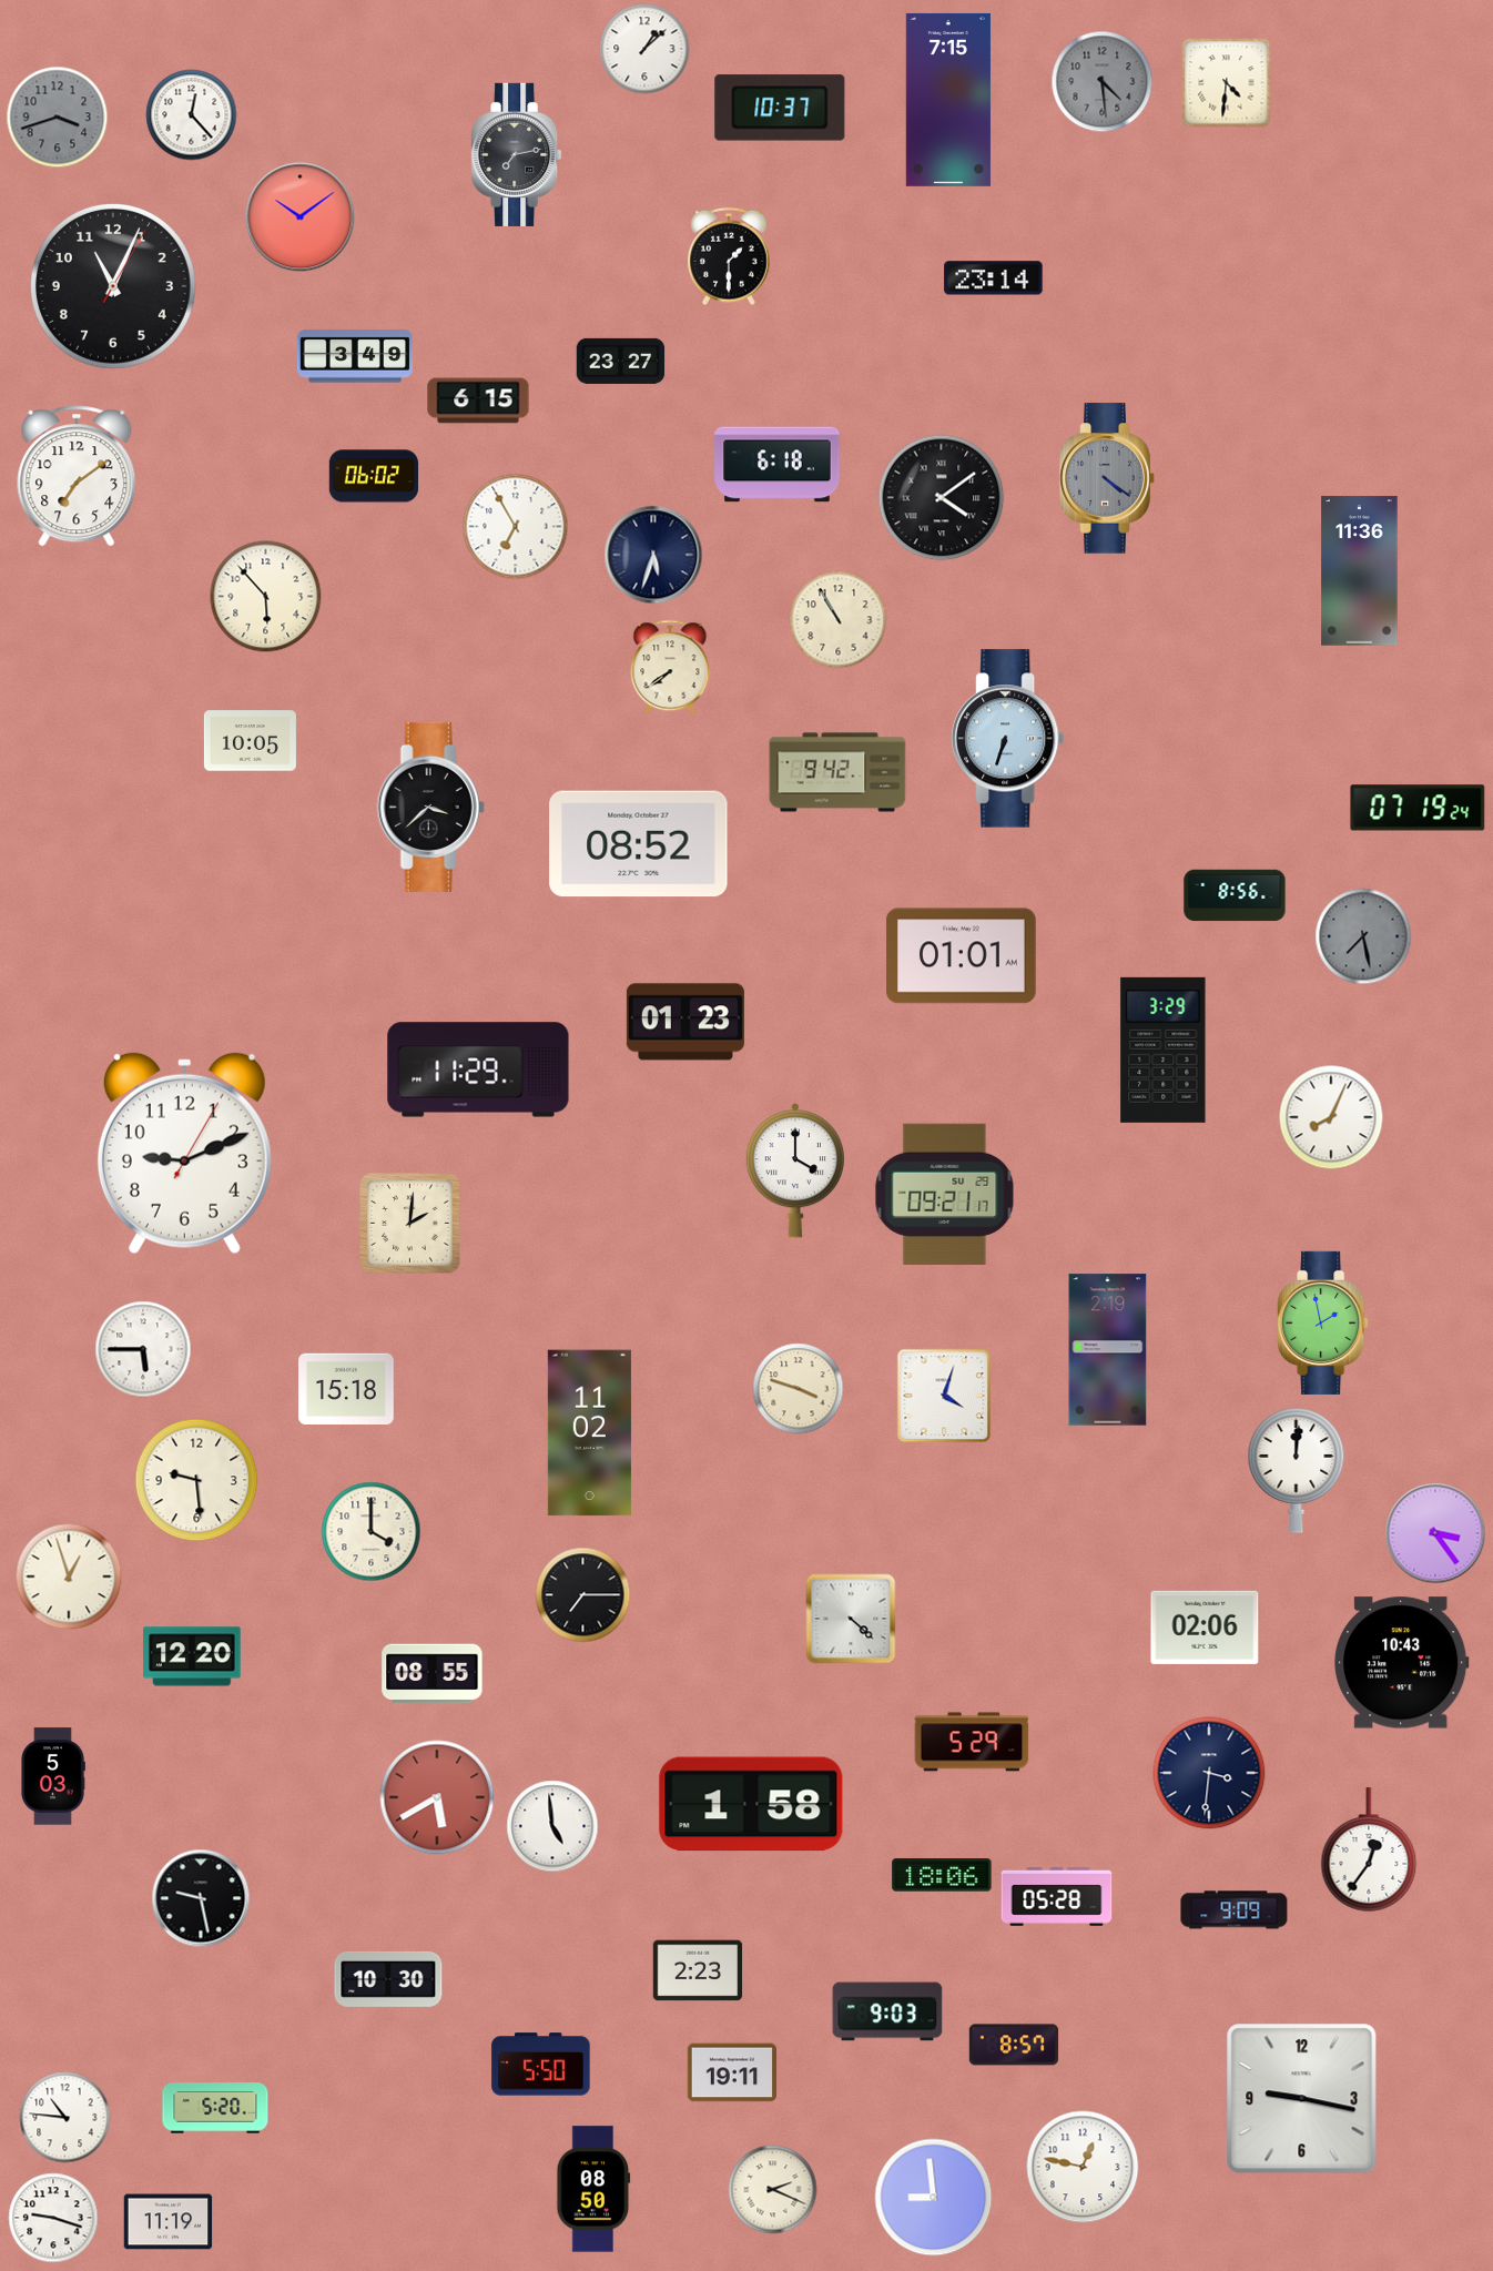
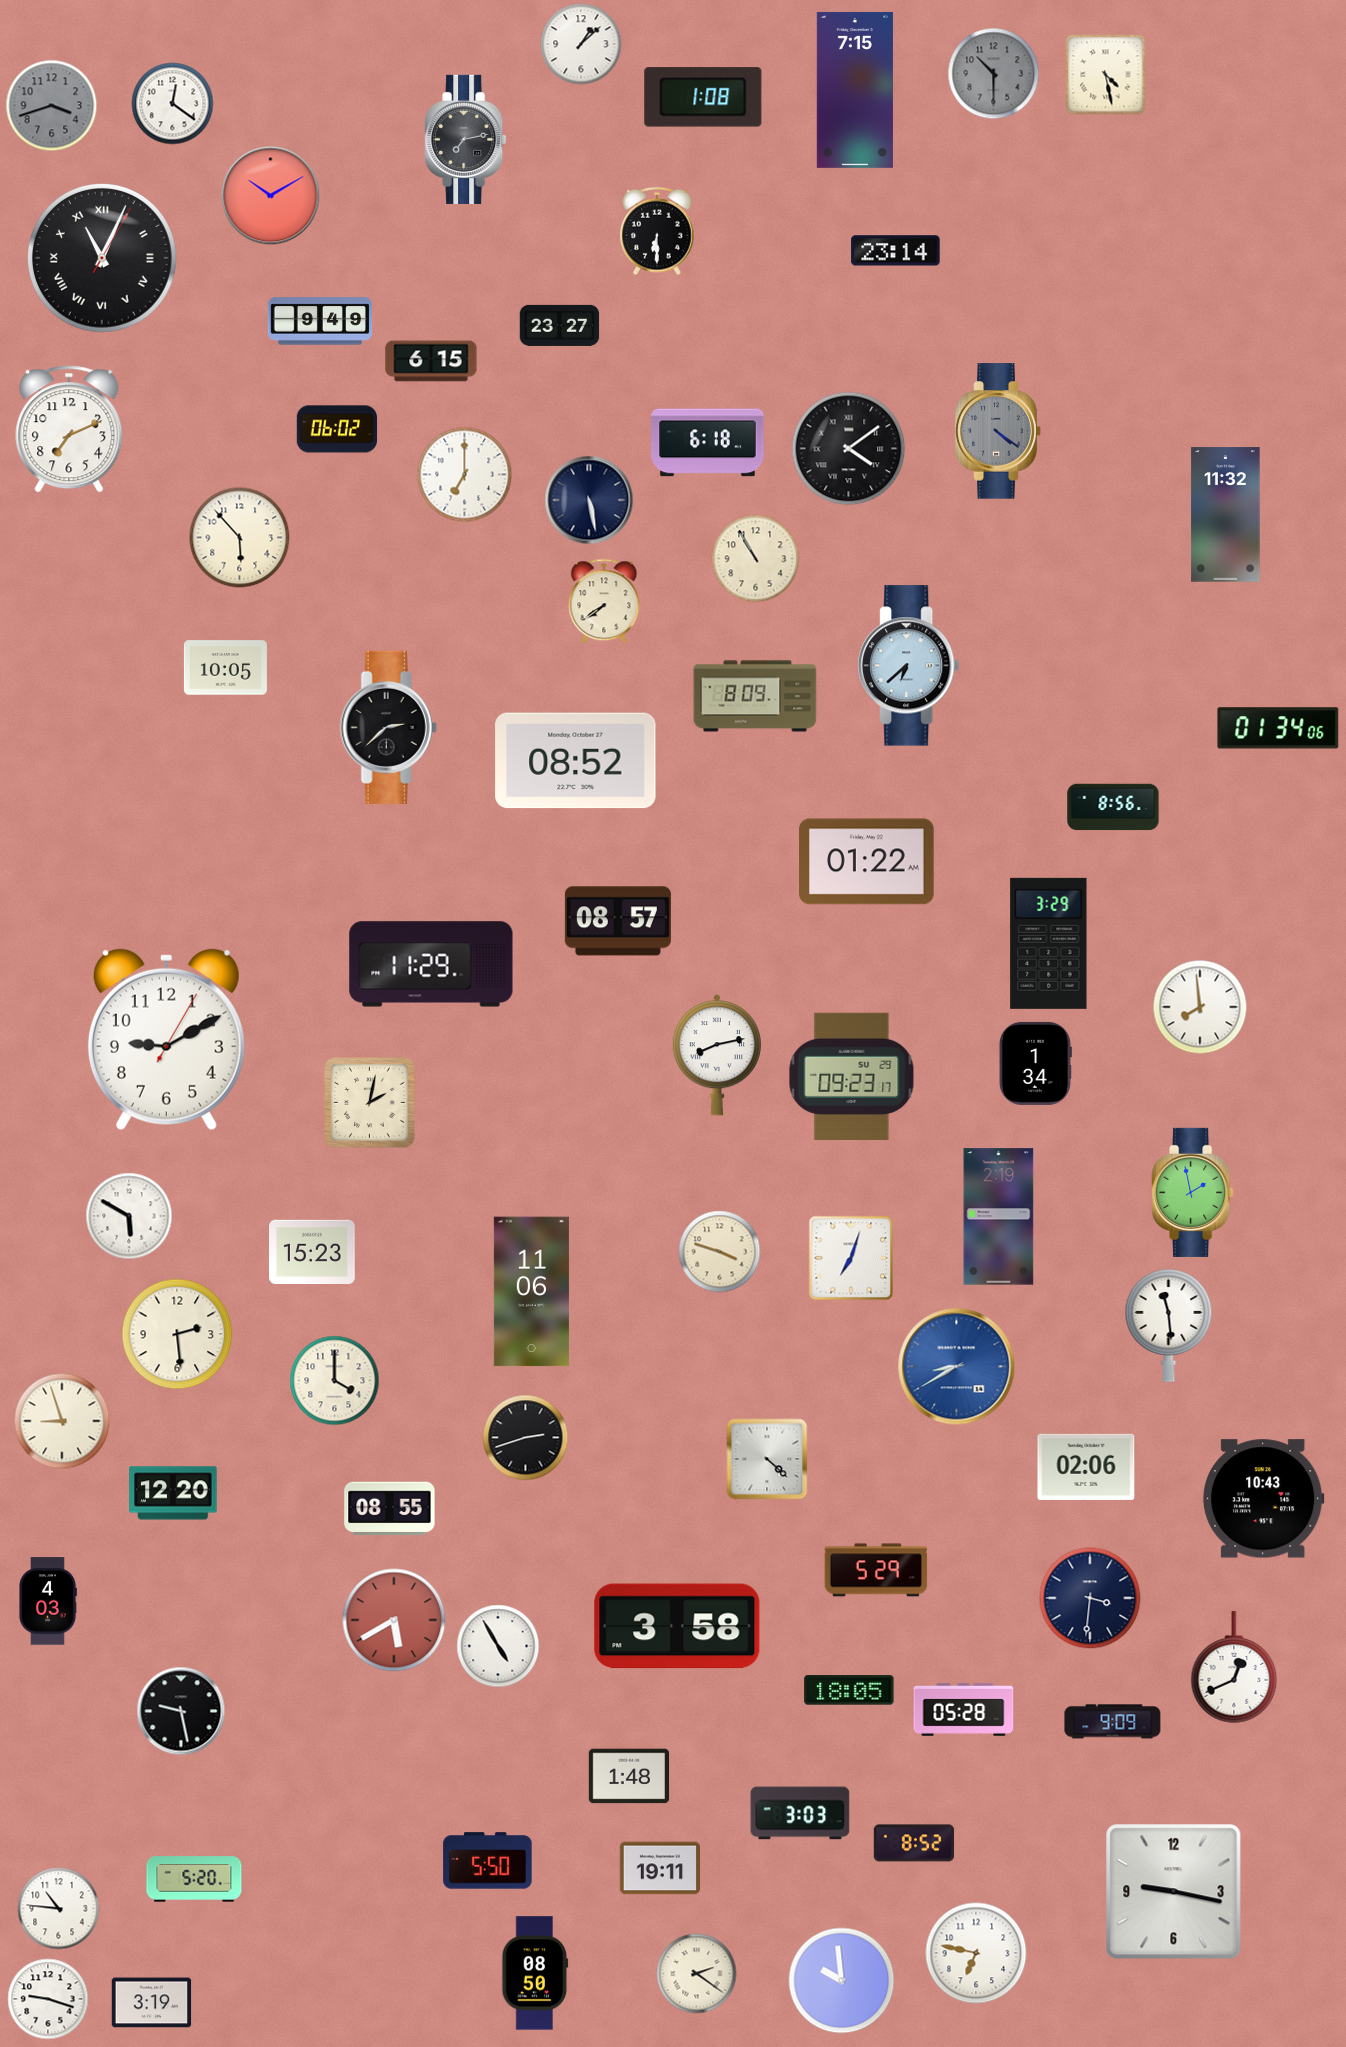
clock at (1103, 82): 4:29 -> 10:30
clock at (1227, 83): 4:31 -> 4:28
clock at (780, 108): 10:37 -> 1:08
clock at (192, 115): 12:23 -> 12:21
clock at (301, 217): 10:09 -> 10:10
clock at (729, 256): 1:30 -> 6:30
clock at (113, 286) numerals: Arabic -> Roman
clock at (355, 356): 3:49 -> 9:49
clock at (778, 465) position: (778, 465) -> (708, 443)
clock at (77, 476): 7:09 -> 7:11
clock at (516, 527): 6:55 -> 7:00
clock at (653, 555): 5:33 -> 5:28
clock at (1360, 571): 11:36 -> 11:32
clock at (1008, 739): 6:33 -> 6:38
clock at (837, 772): 9:42 -> 8:09
clock at (430, 807): 3:38 -> 2:38
clock at (1418, 808): 07:19 -> 01:34
clock at (1363, 936): 7:28 -> none
clock at (962, 956): 01:01 -> 01:22
clock at (685, 1022): 01:23 -> 08:57
clock at (1164, 1050) position: (1164, 1050) -> (1049, 943)
clock at (1331, 1117): 8:04 -> 7:59
clock at (184, 1154): 9:11 -> 9:10
clock at (795, 1170): 4:00 -> 8:13
clock at (1035, 1063): none -> 1:34
clock at (945, 1194): 09:21 -> 09:23
clock at (410, 1224): 2:01 -> 2:02
clock at (143, 1349): 5:45 -> 5:50
clock at (347, 1388): 15:18 -> 15:23
clock at (944, 1396): 4:03 -> 7:03
clock at (589, 1433): 11:02 -> 11:06
clock at (1297, 1471): 12:01 -> 11:29
clock at (196, 1480): 9:29 -> 2:29
clock at (957, 1367): none -> 8:40
clock at (1435, 1533): 3:24 -> none
clock at (69, 1576): 12:57 -> 8:57
clock at (583, 1595): 7:15 -> 2:42
clock at (53, 1776): 5:03 -> 4:03
clock at (751, 1804): 1:58 -> 3:58
clock at (552, 1826): 4:59 -> 4:55
clock at (1369, 1851): 12:36 -> 12:41
clock at (942, 1875): 18:06 -> 18:05
clock at (1057, 1896) position: (1057, 1896) -> (964, 1709)
clock at (698, 1970): 2:23 -> 1:48
clock at (388, 1979): 10:30 -> none
clock at (887, 2011): 9:03 -> 3:03
clock at (1014, 2045): 8:57 -> 8:52
clock at (215, 2108) position: (215, 2108) -> (194, 1879)
clock at (1083, 2167): 12:47 -> 6:47
clock at (773, 2190): 2:19 -> 2:21
clock at (934, 2198): 8:59 -> 9:59
clock at (169, 2222): 11:19 -> 3:19
